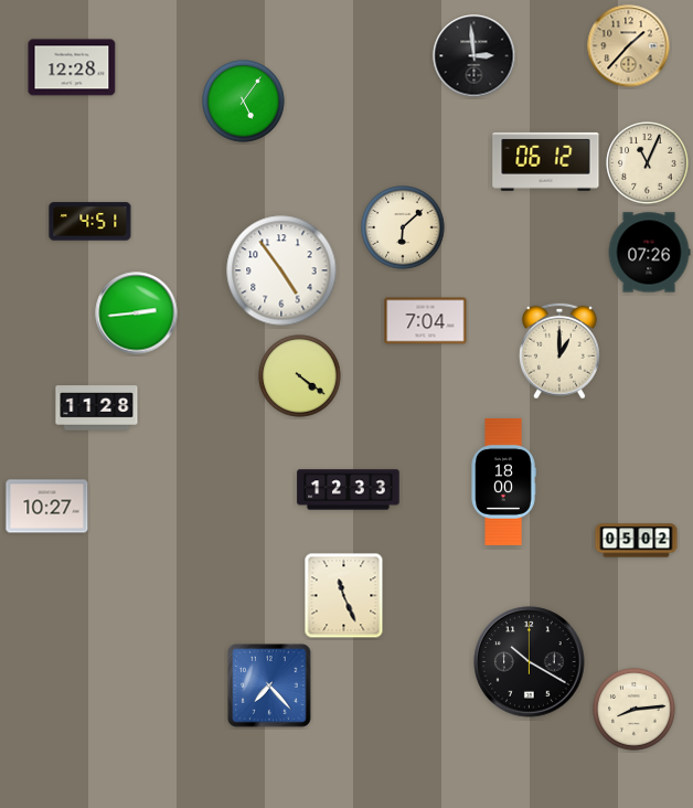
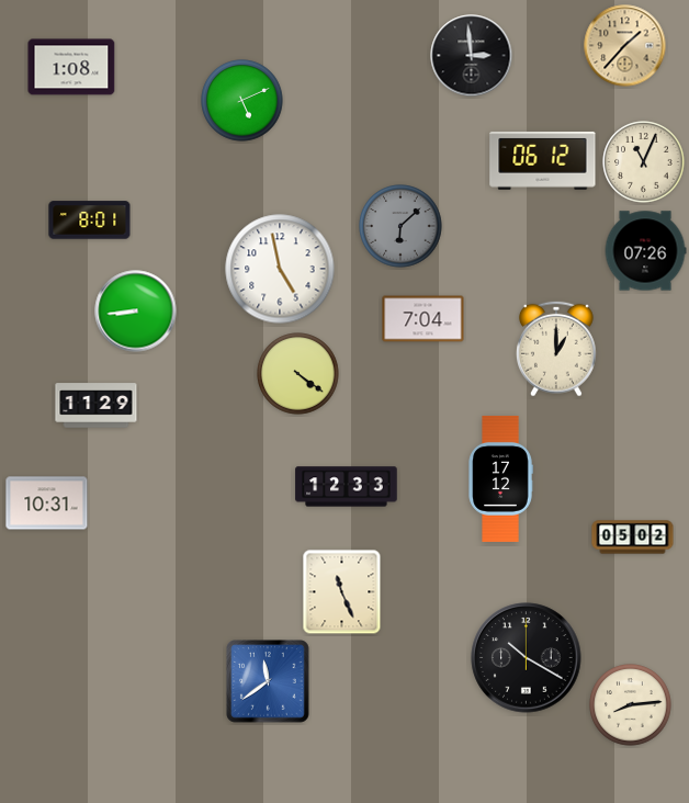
clock at (72, 67): 12:28 -> 1:08
clock at (244, 102): 5:06 -> 5:11
clock at (90, 222): 4:51 -> 8:01
clock at (403, 227) dial: cream -> grey
clock at (281, 270): 4:54 -> 4:58
clock at (137, 313): 2:44 -> 8:44
clock at (97, 408): 11:28 -> 11:29
clock at (503, 481): 18:00 -> 17:12
clock at (47, 507): 10:27 -> 10:31
clock at (269, 685): 7:23 -> 11:39
